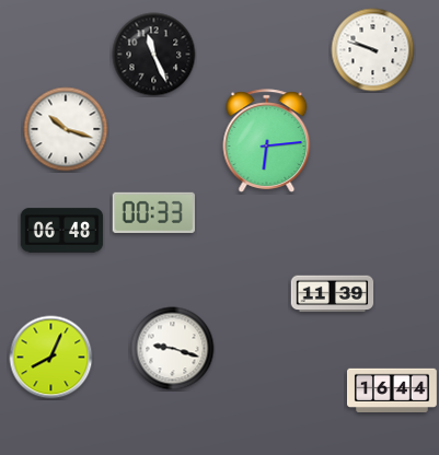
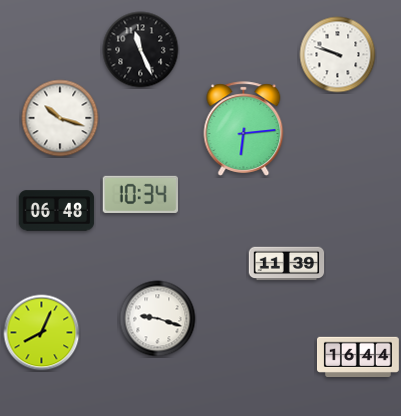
clock at (373, 50) position: (373, 50) -> (338, 55)
clock at (154, 212): 00:33 -> 10:34
clock at (333, 294) position: (333, 294) -> (287, 264)
clock at (51, 358) position: (51, 358) -> (42, 333)
